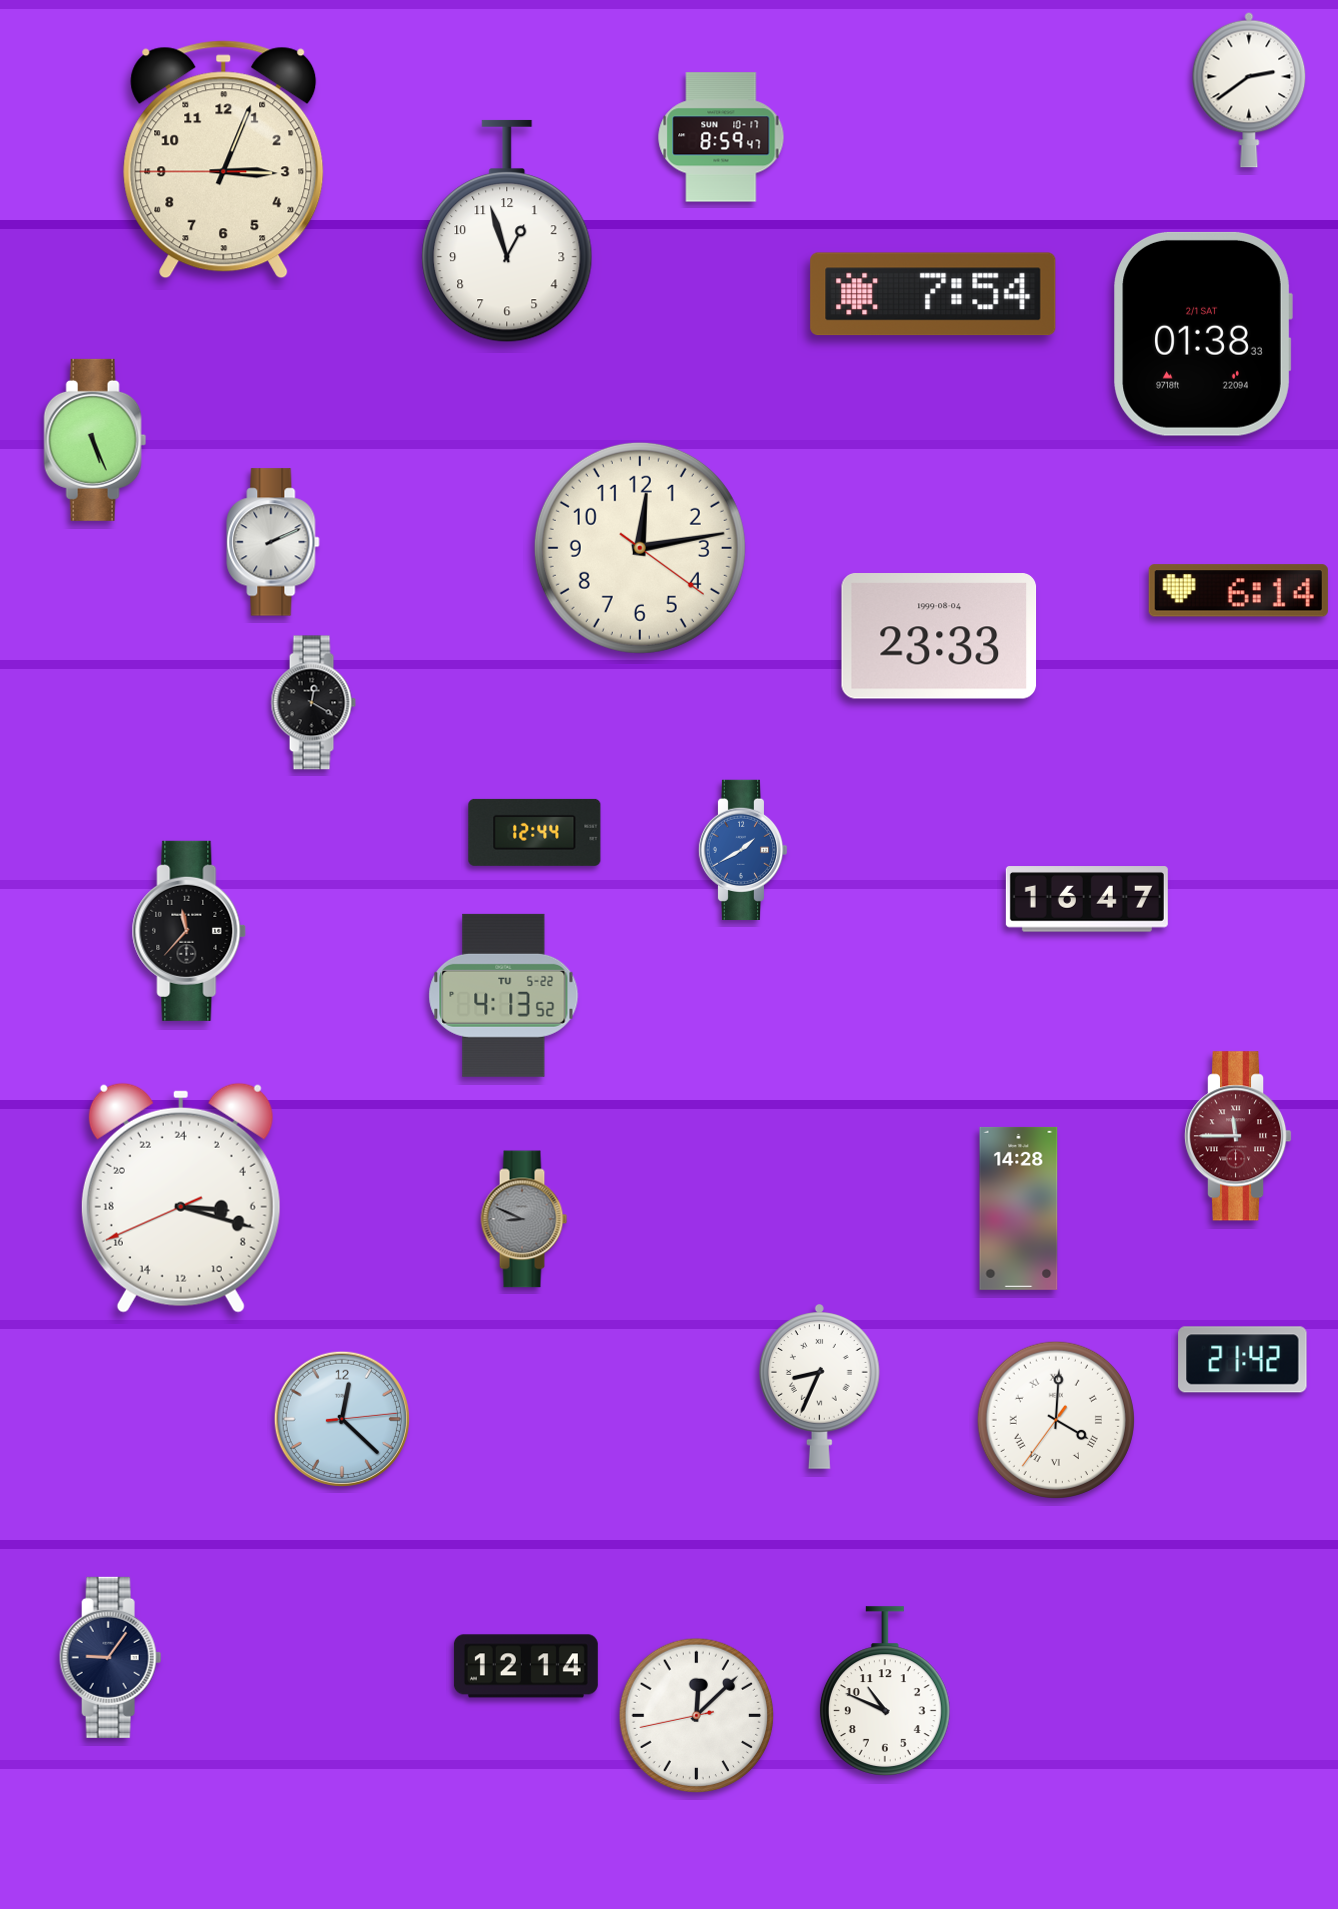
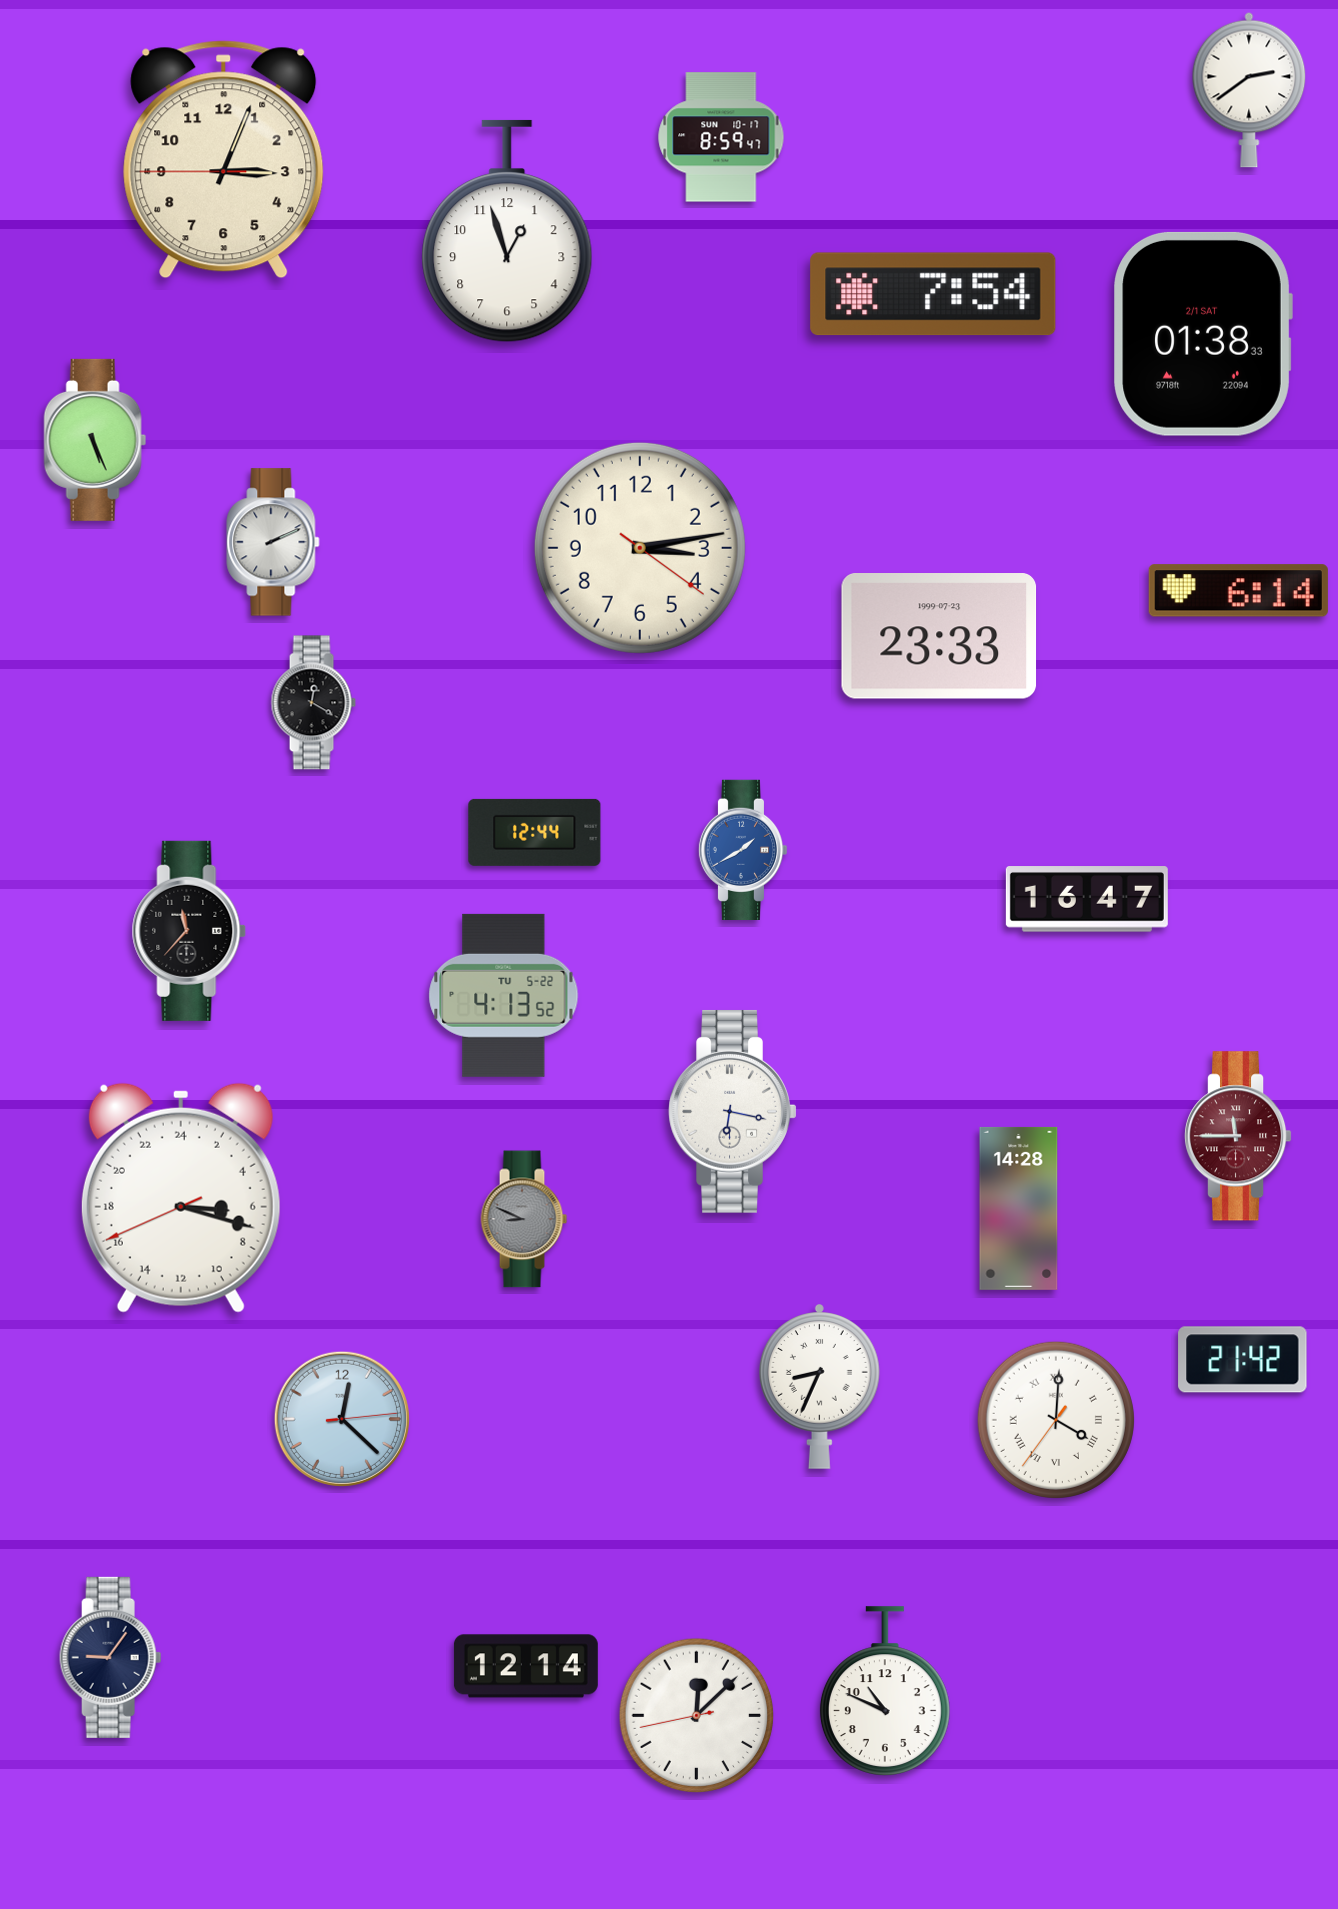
clock at (640, 548): 12:13 -> 3:13
clock at (939, 637) date: 1999-08-04 -> 1999-07-23
clock at (733, 1111): none -> 6:17
